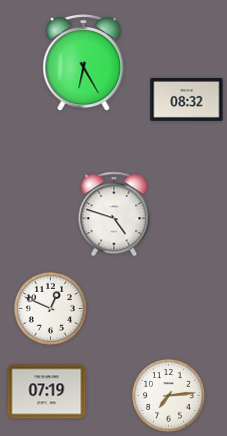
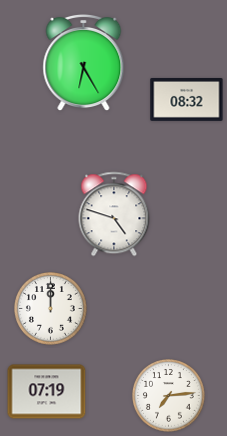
clock at (51, 309): 12:49 -> 12:00
